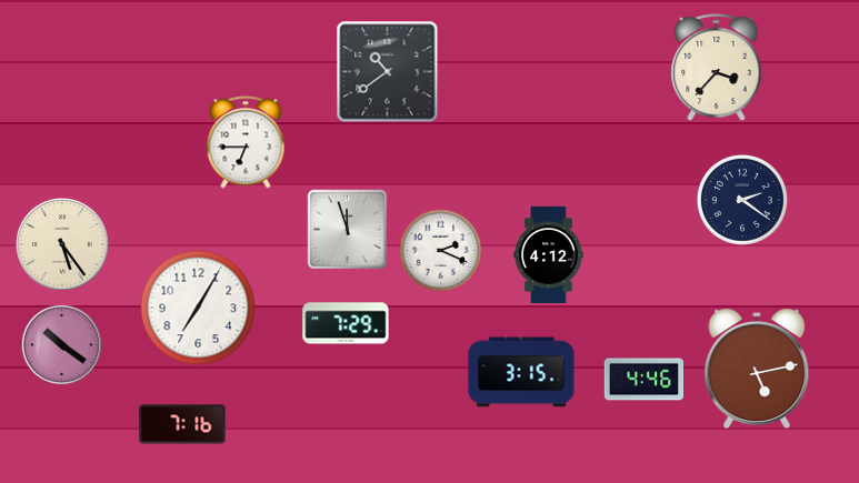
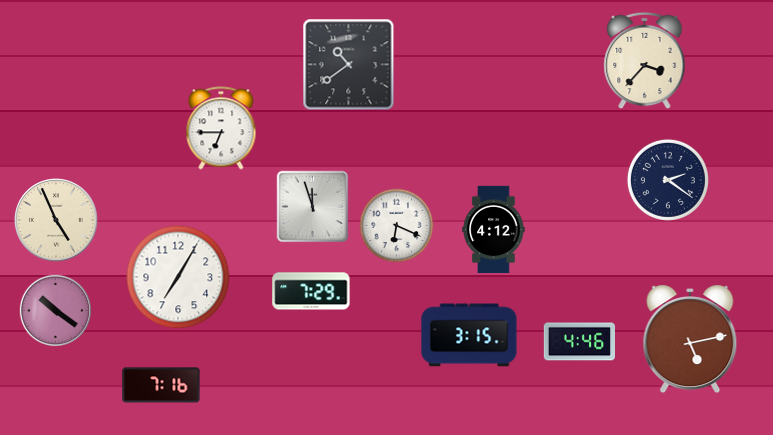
clock at (62, 244): 5:24 -> 4:56
clock at (441, 251): 2:19 -> 6:19
clock at (757, 369) position: (757, 369) -> (690, 339)
clock at (182, 424) position: (182, 424) -> (161, 385)
